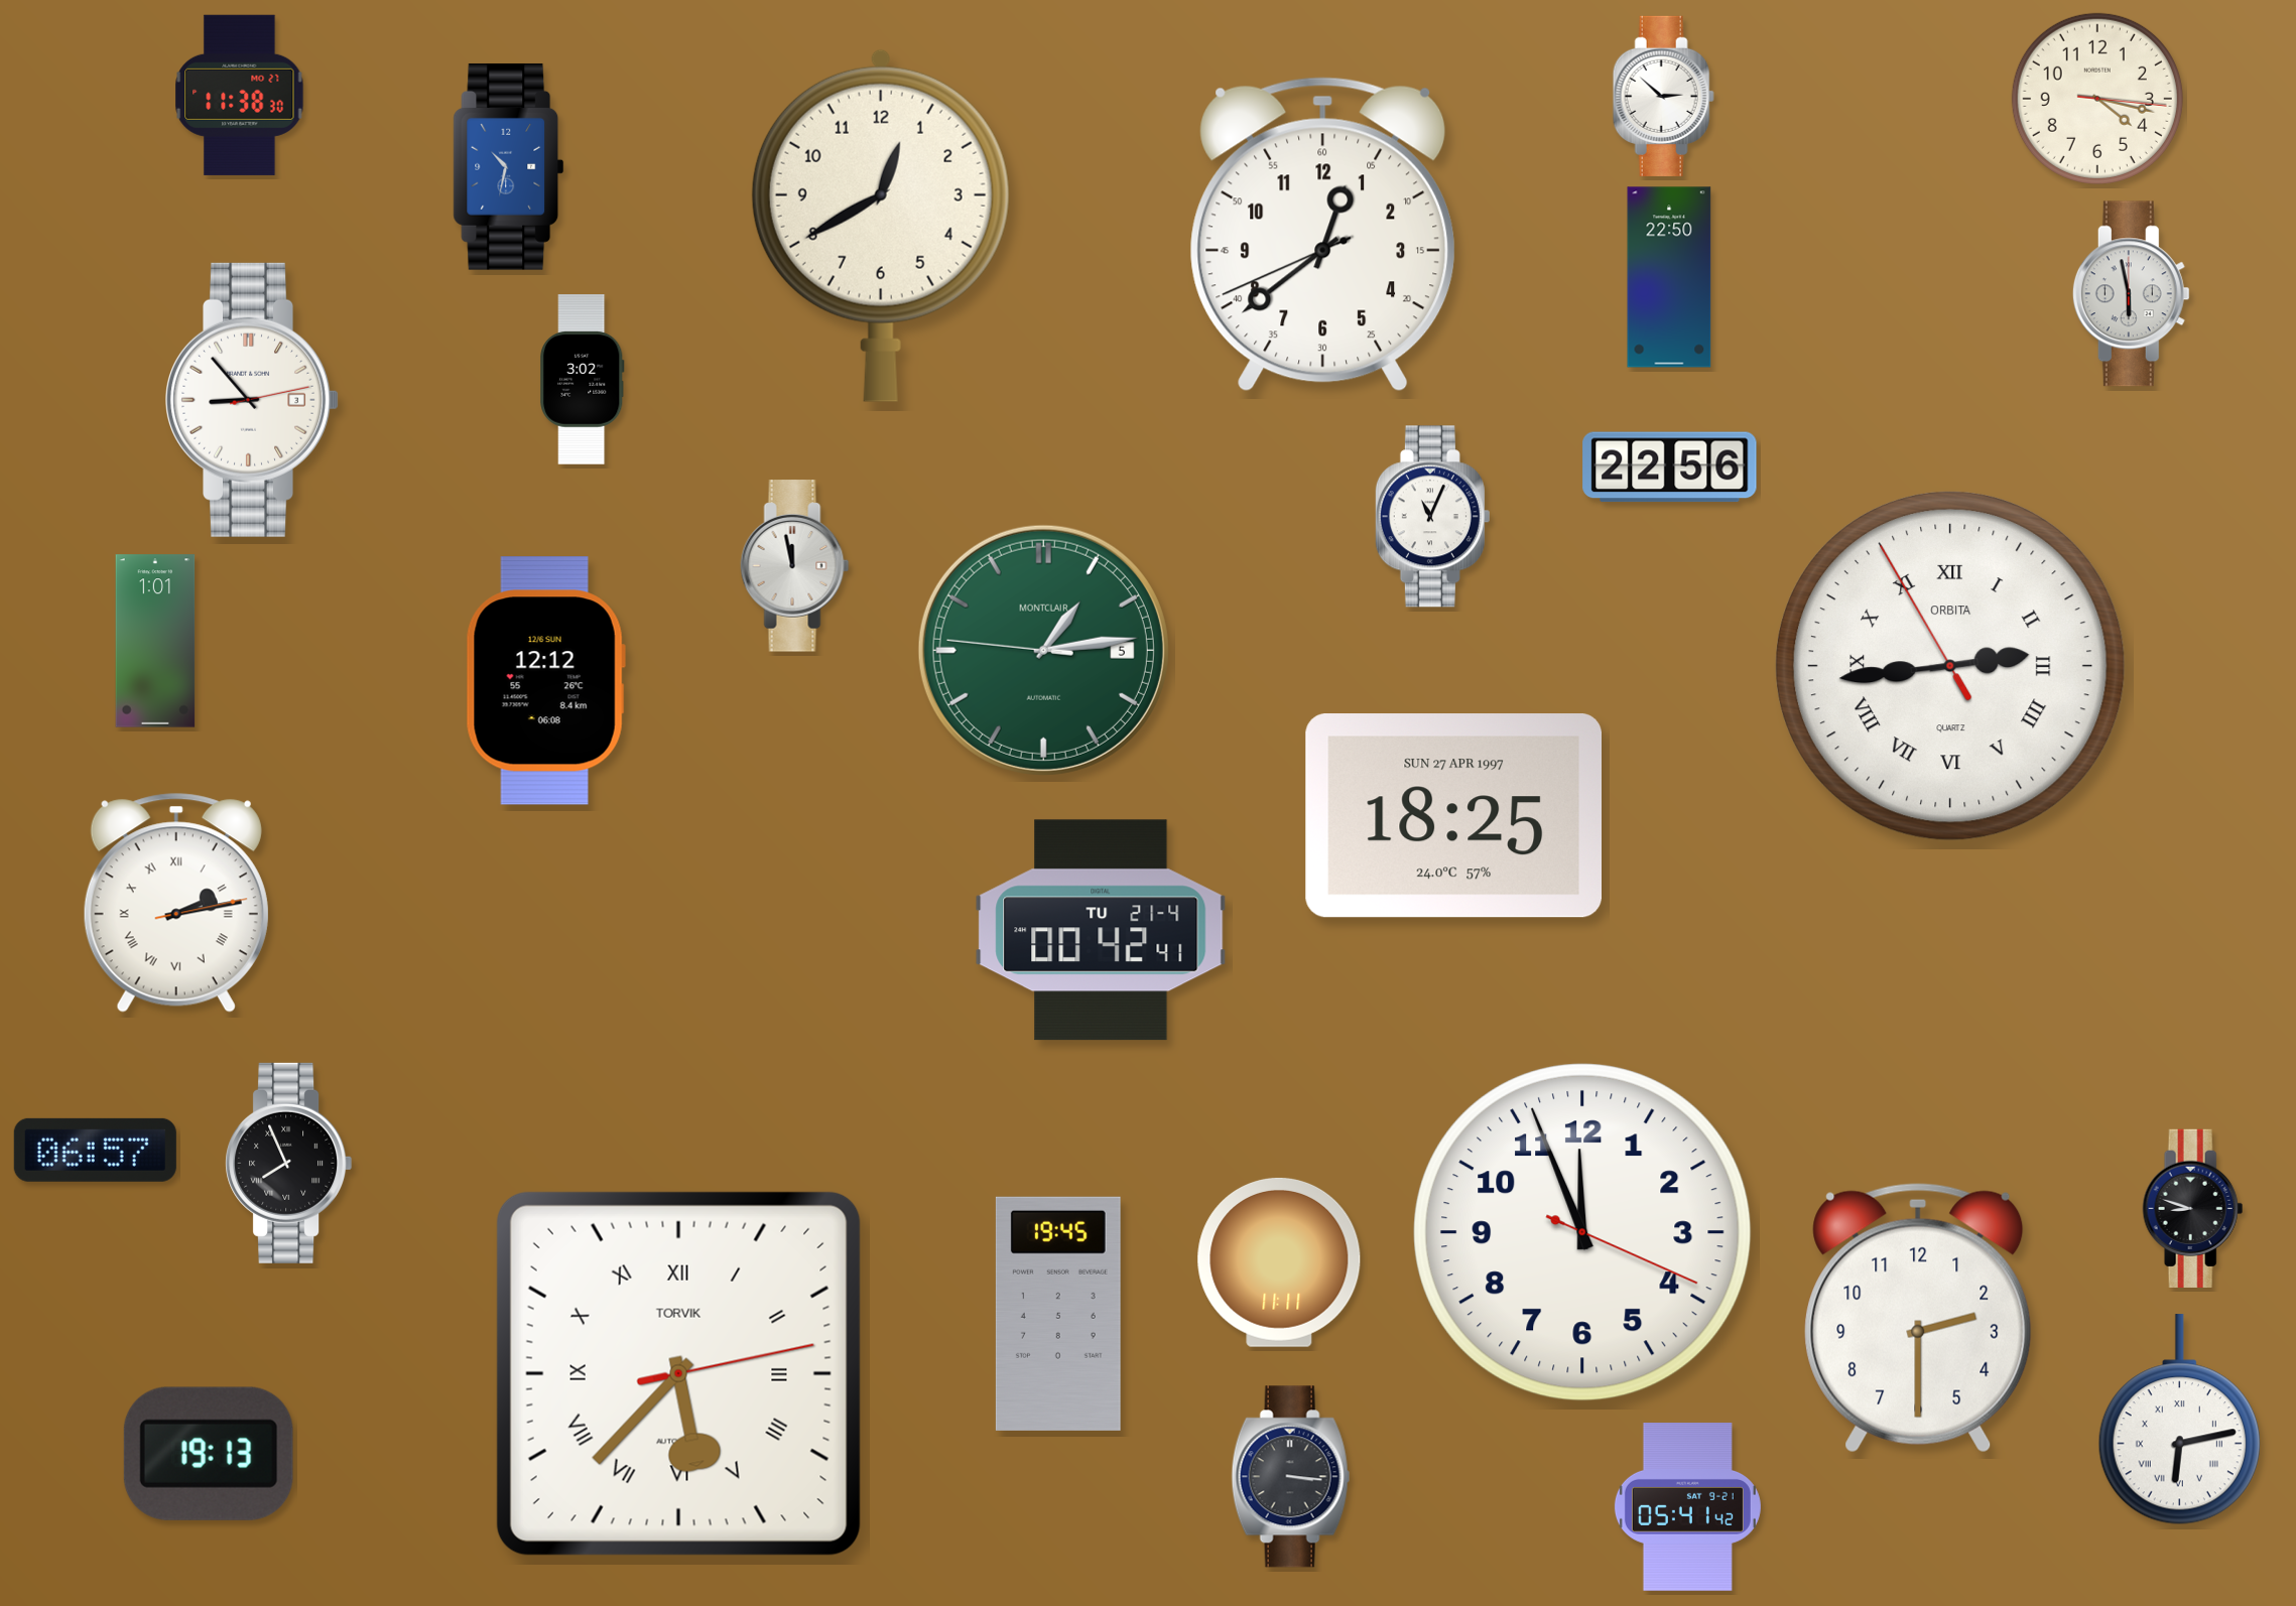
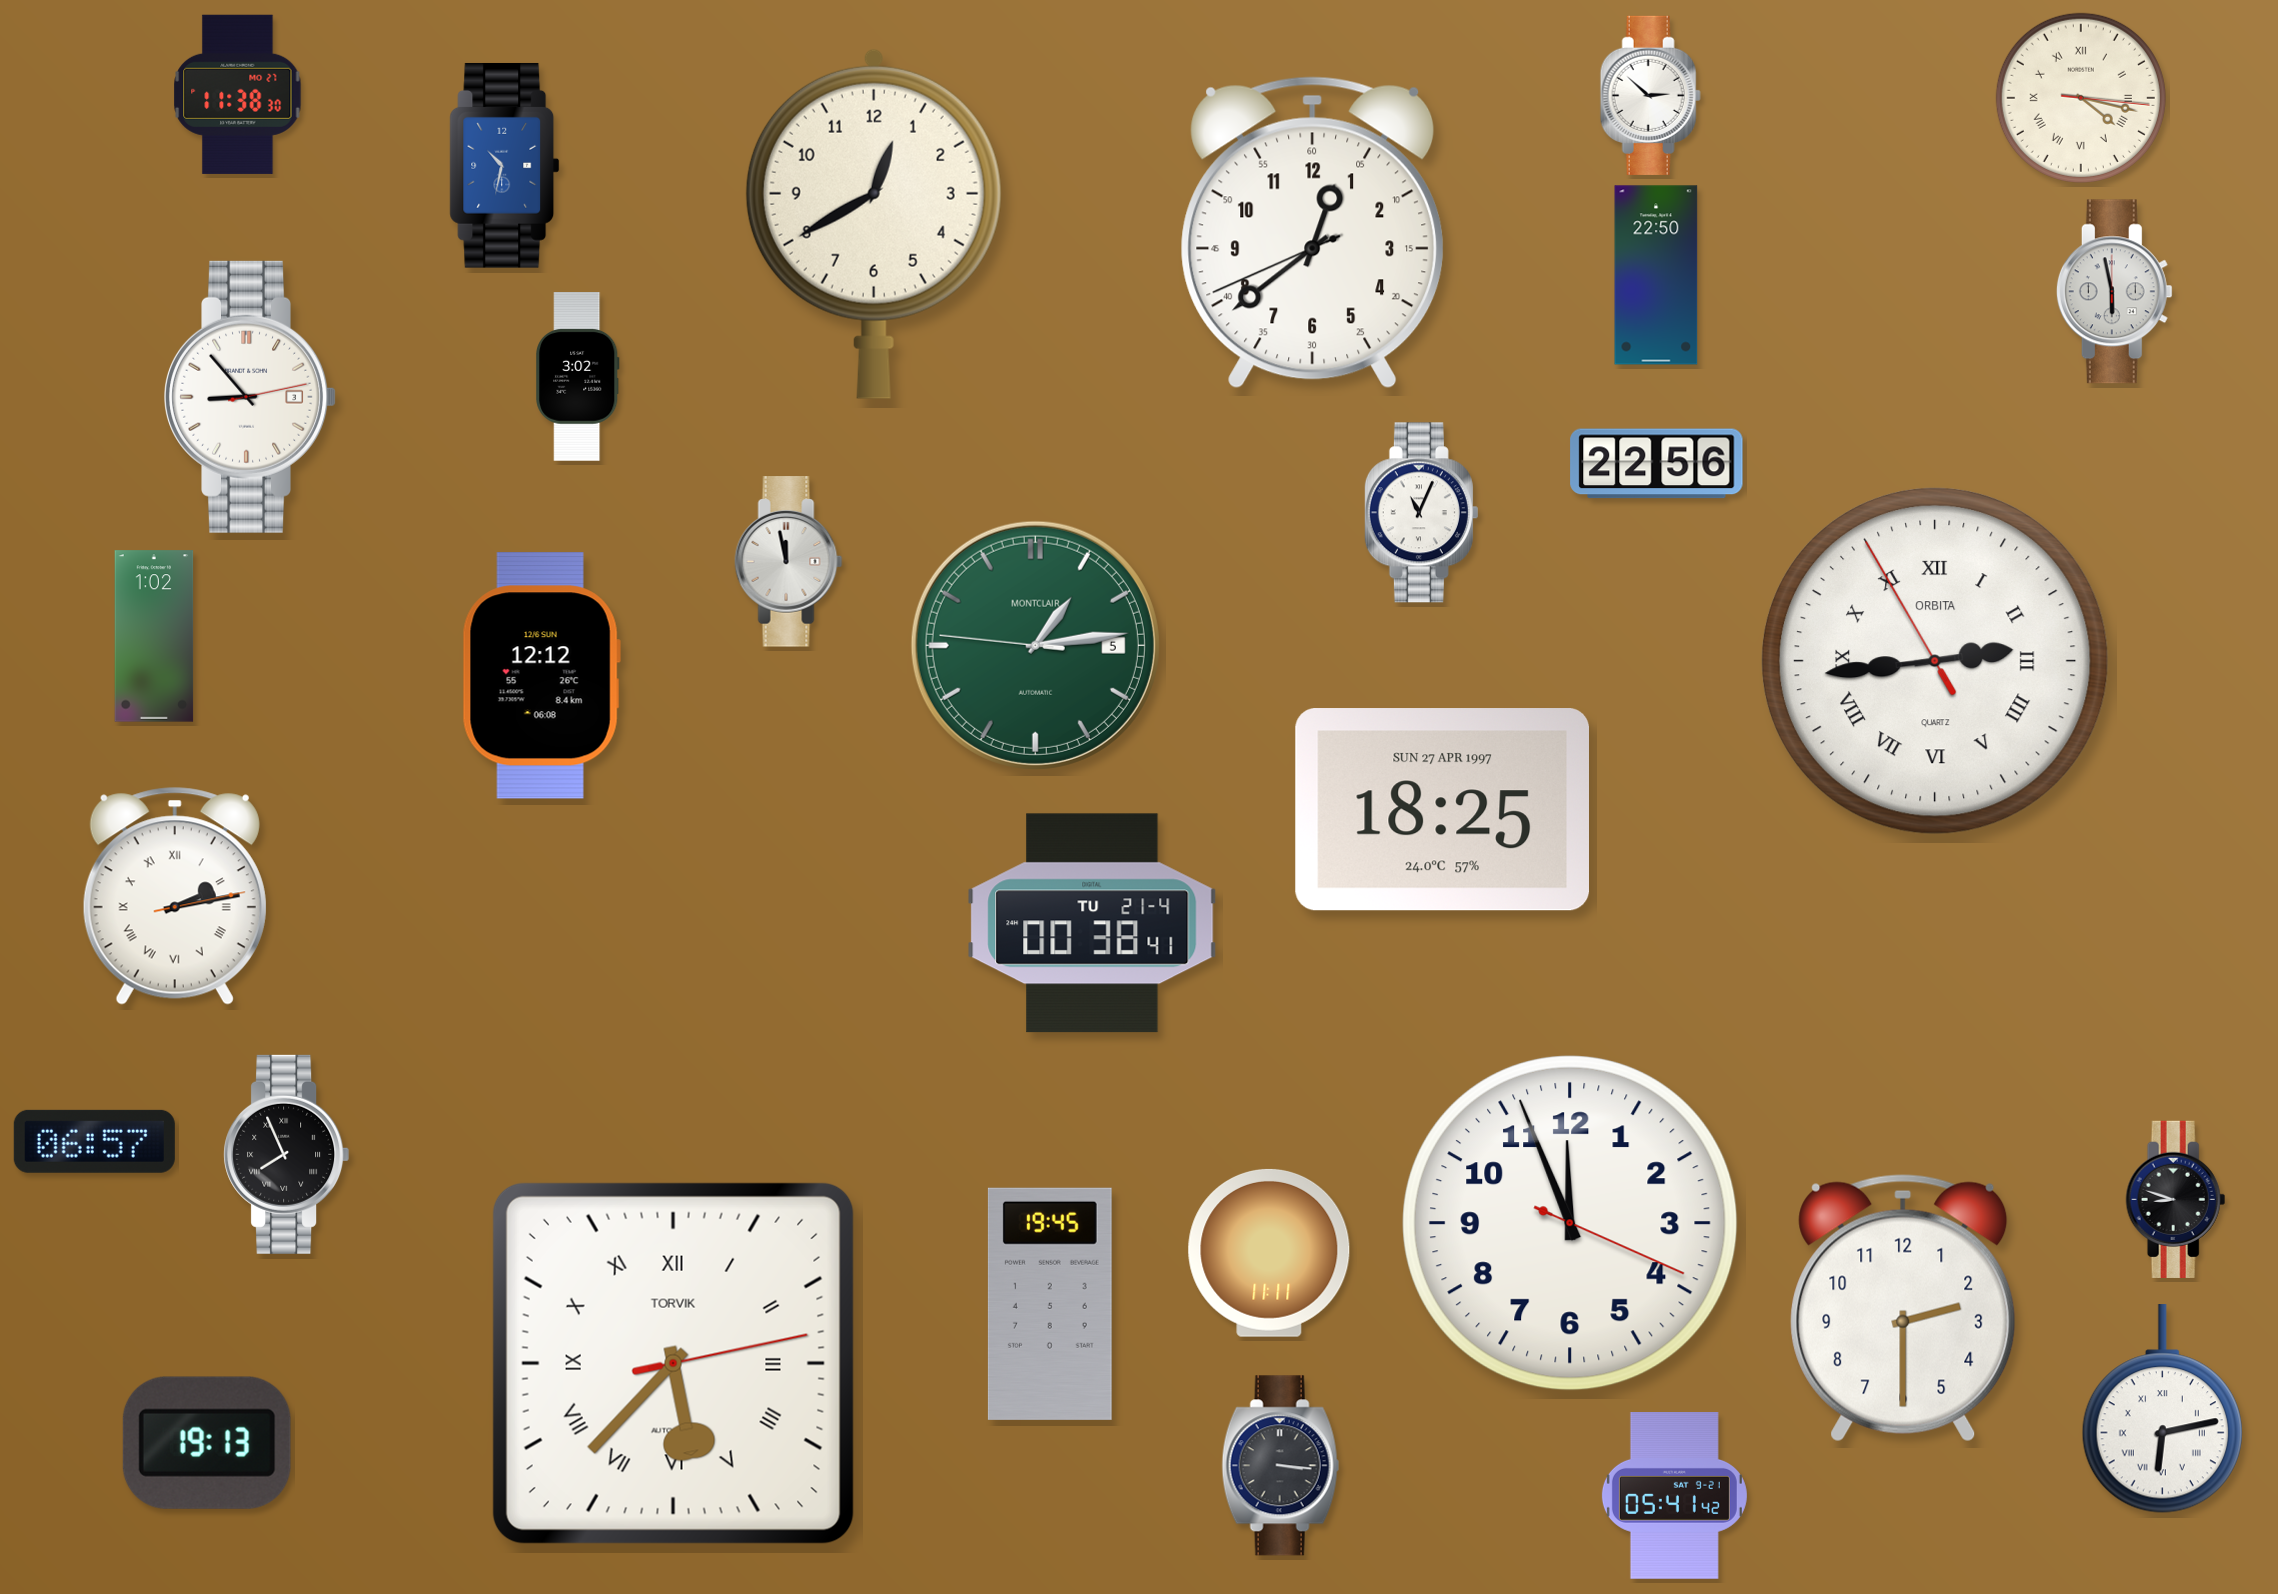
clock at (2097, 99) numerals: Arabic -> Roman
clock at (155, 641): 1:01 -> 1:02
clock at (1101, 930): 00:42 -> 00:38
